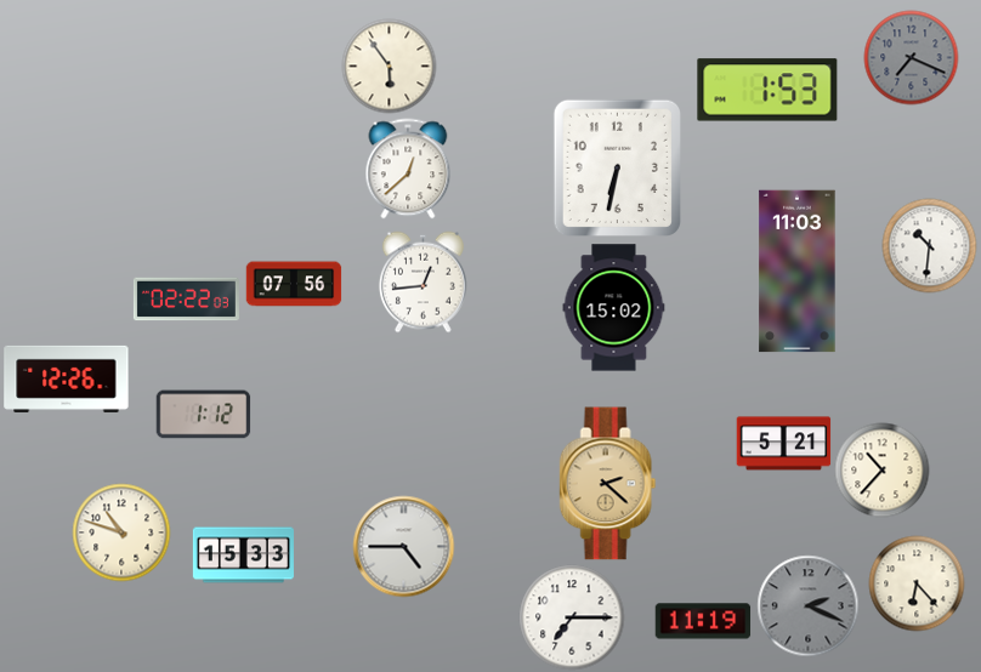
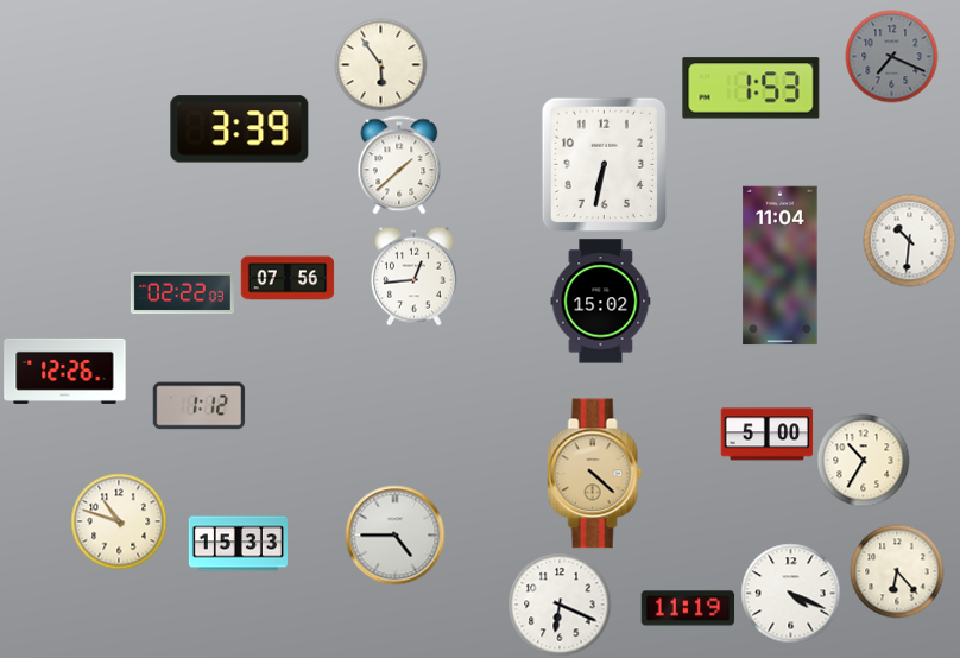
clock at (240, 129): none -> 3:39
clock at (408, 169): 12:38 -> 1:38
clock at (798, 272): 11:03 -> 11:04
clock at (783, 444): 5:21 -> 5:00
clock at (881, 469): 10:37 -> 10:35
clock at (608, 484): 2:22 -> 4:22
clock at (807, 605): 2:19 -> 4:19
clock at (807, 605) dial: grey -> white
clock at (572, 617): 7:15 -> 6:19
